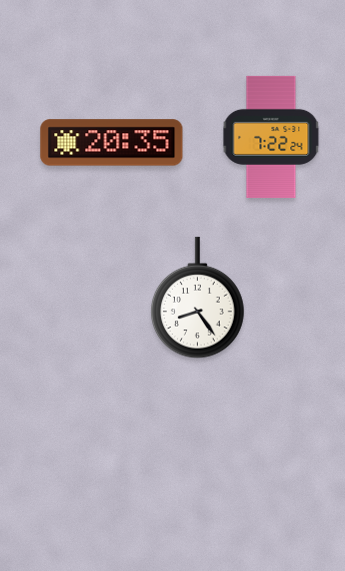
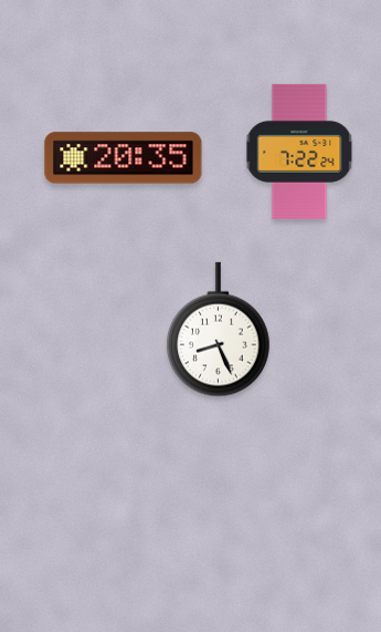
clock at (198, 298): 8:24 -> 8:26
